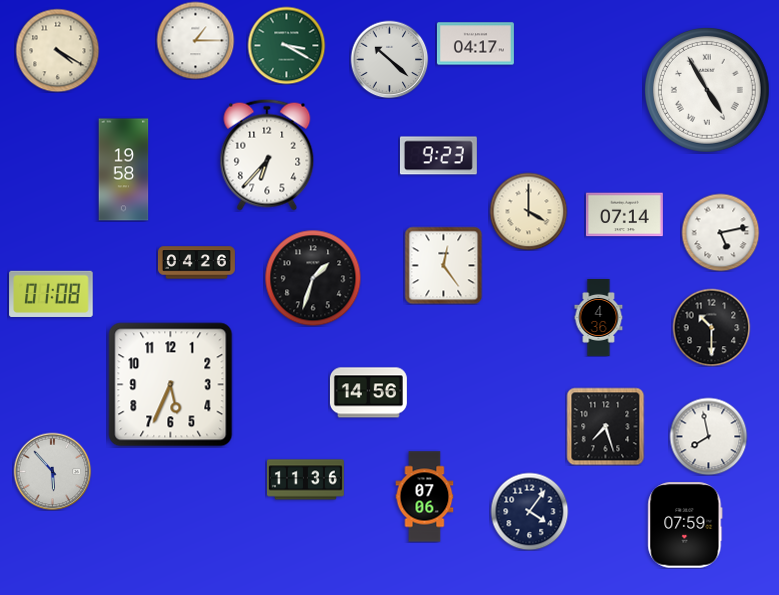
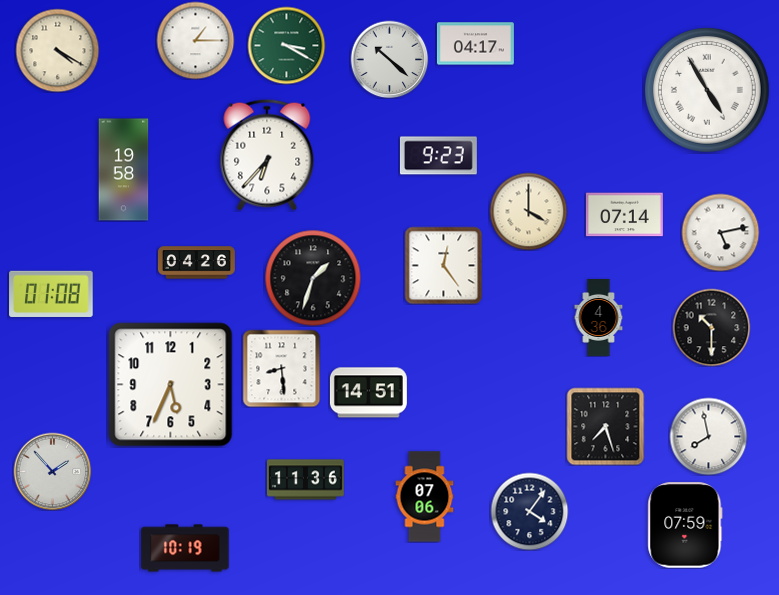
clock at (281, 368): none -> 8:29
clock at (368, 393): 14:56 -> 14:51
clock at (52, 471): 5:53 -> 1:53
clock at (185, 548): none -> 10:19
